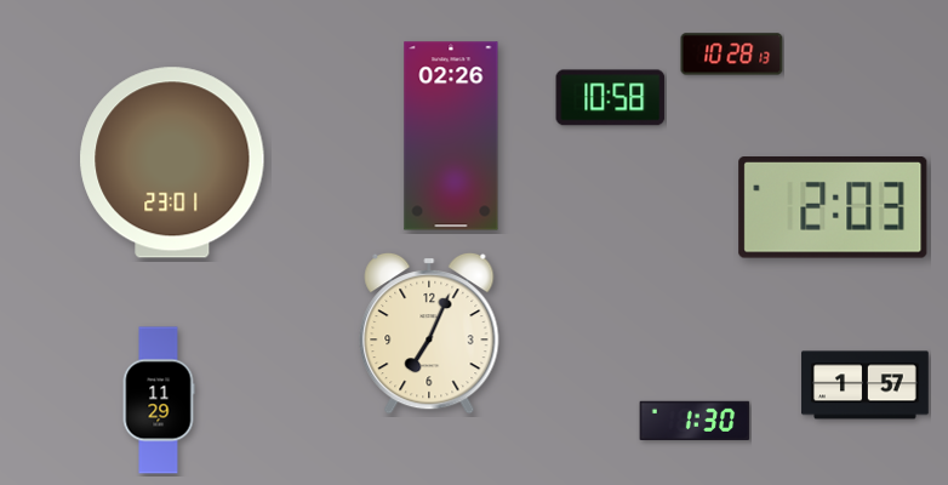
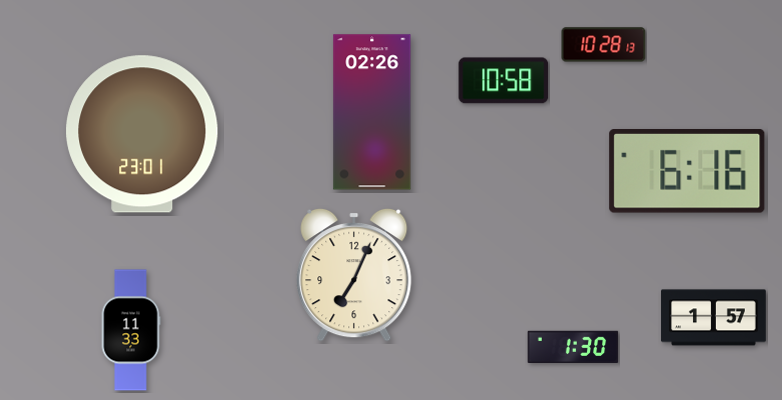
clock at (833, 209): 2:03 -> 6:16
clock at (159, 400): 11:29 -> 11:33
